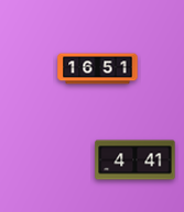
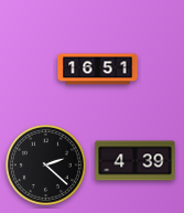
clock at (136, 160): 4:41 -> 4:39
clock at (45, 164): none -> 2:22
